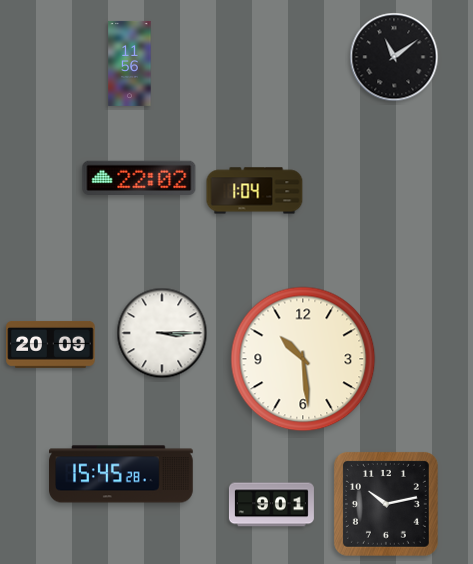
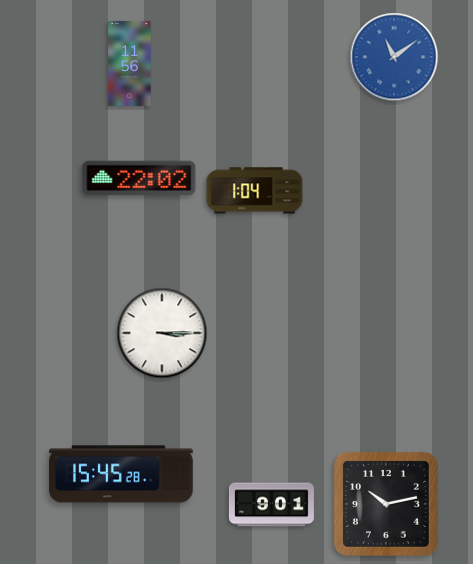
clock at (394, 57) dial: black -> blue
clock at (51, 344): 20:09 -> none
clock at (303, 359): 10:29 -> none
